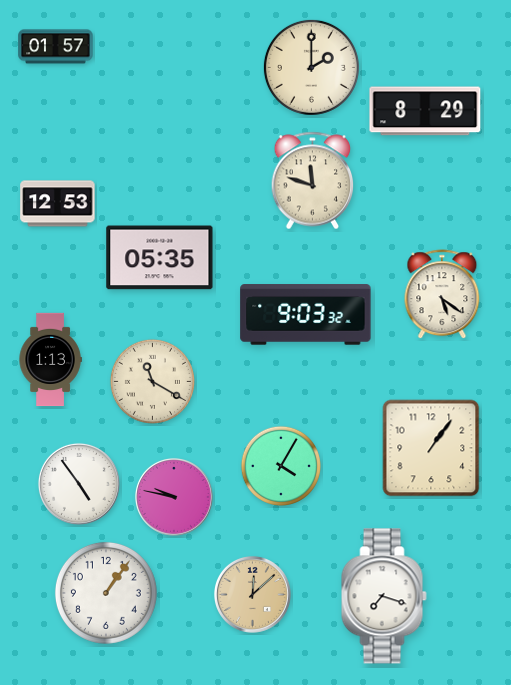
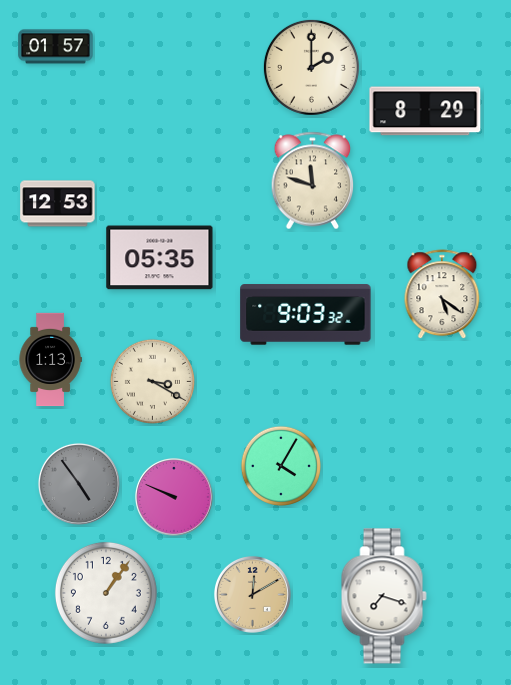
clock at (152, 381): 11:20 -> 3:20
clock at (431, 448): 1:06 -> none
clock at (79, 484) dial: white -> grey
clock at (174, 497): 9:47 -> 9:49
clock at (252, 594): 12:08 -> 12:10
